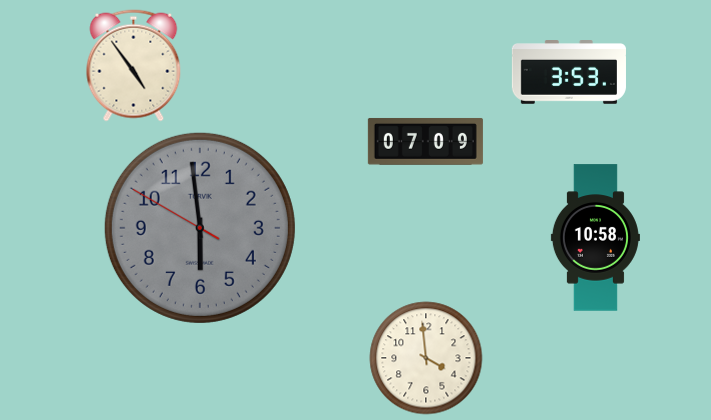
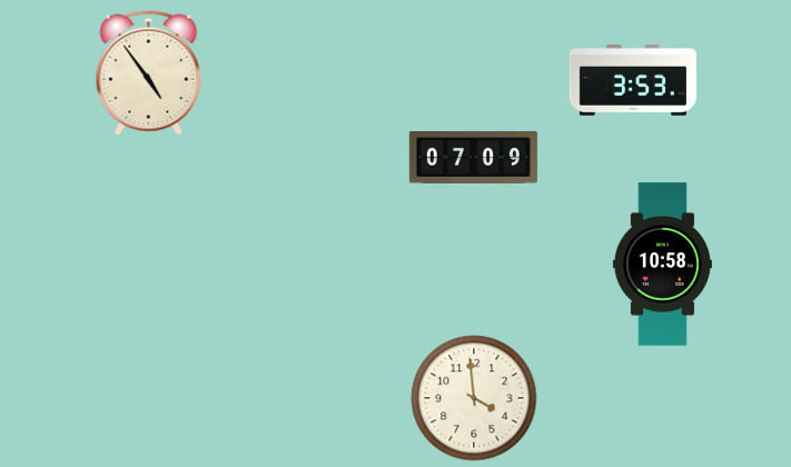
clock at (200, 228): 5:58 -> none
